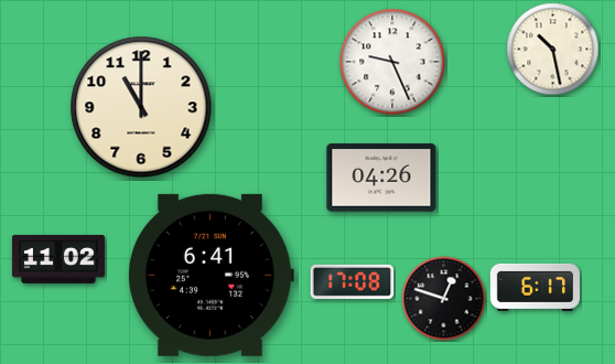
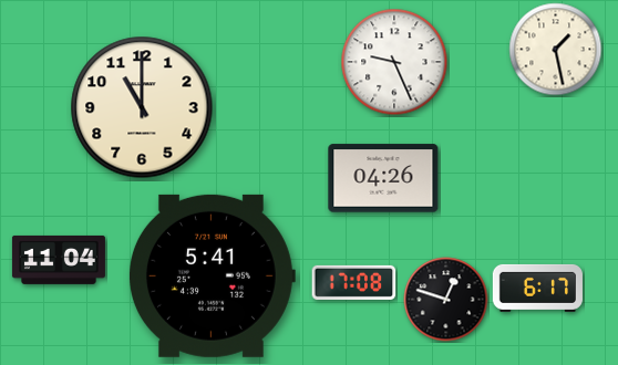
clock at (553, 50): 10:28 -> 1:28
clock at (58, 259): 11:02 -> 11:04
clock at (211, 275): 6:41 -> 5:41
